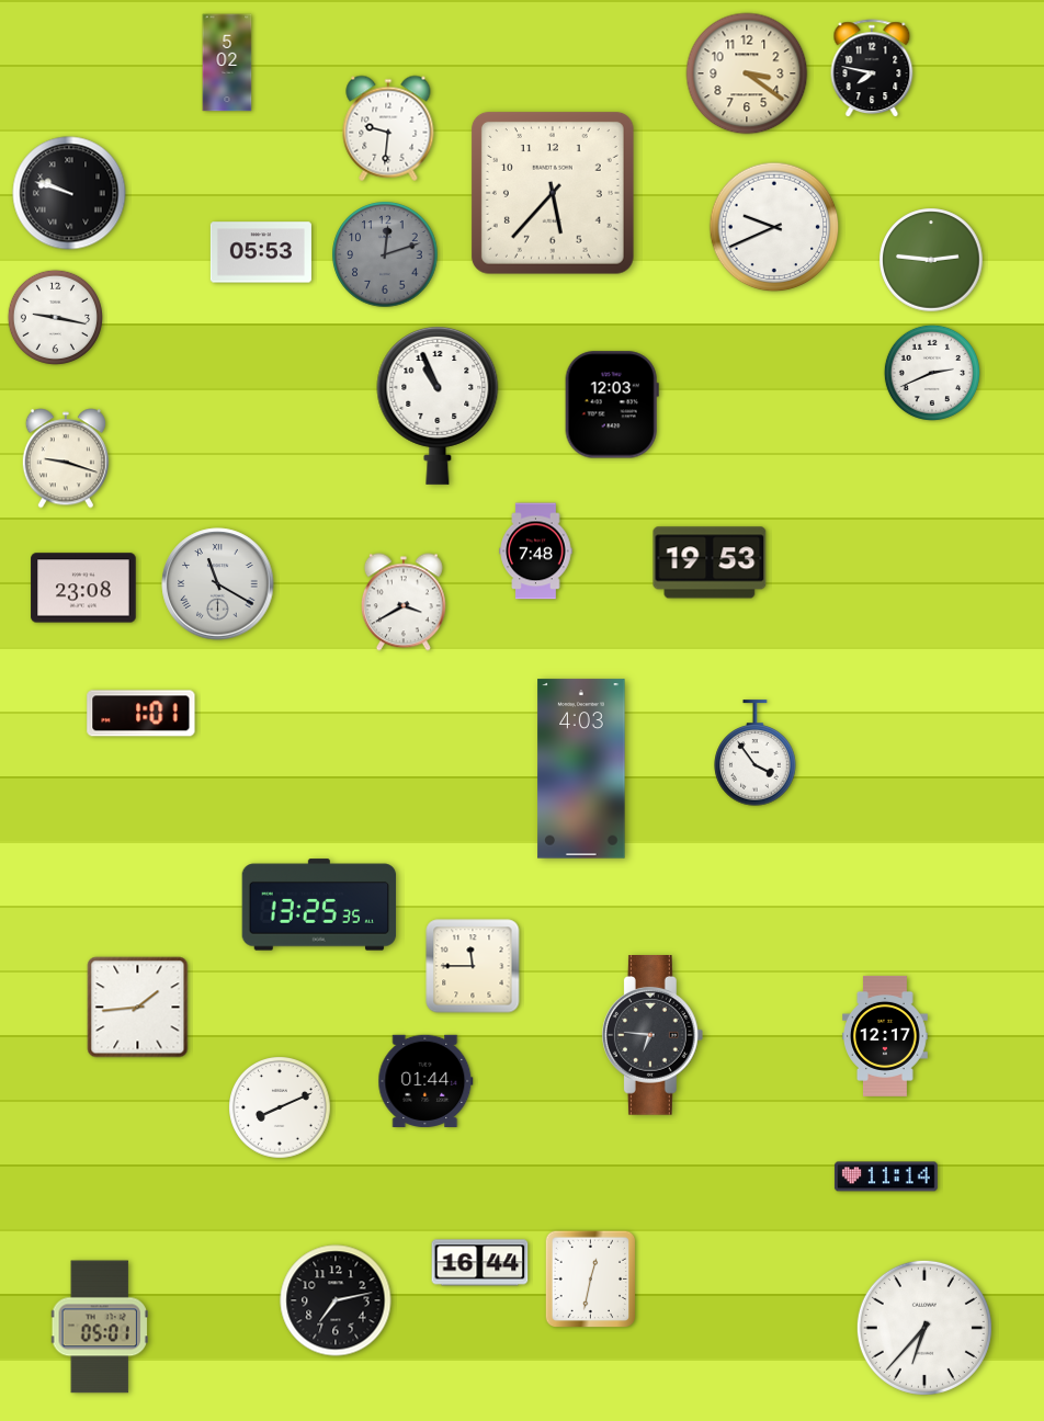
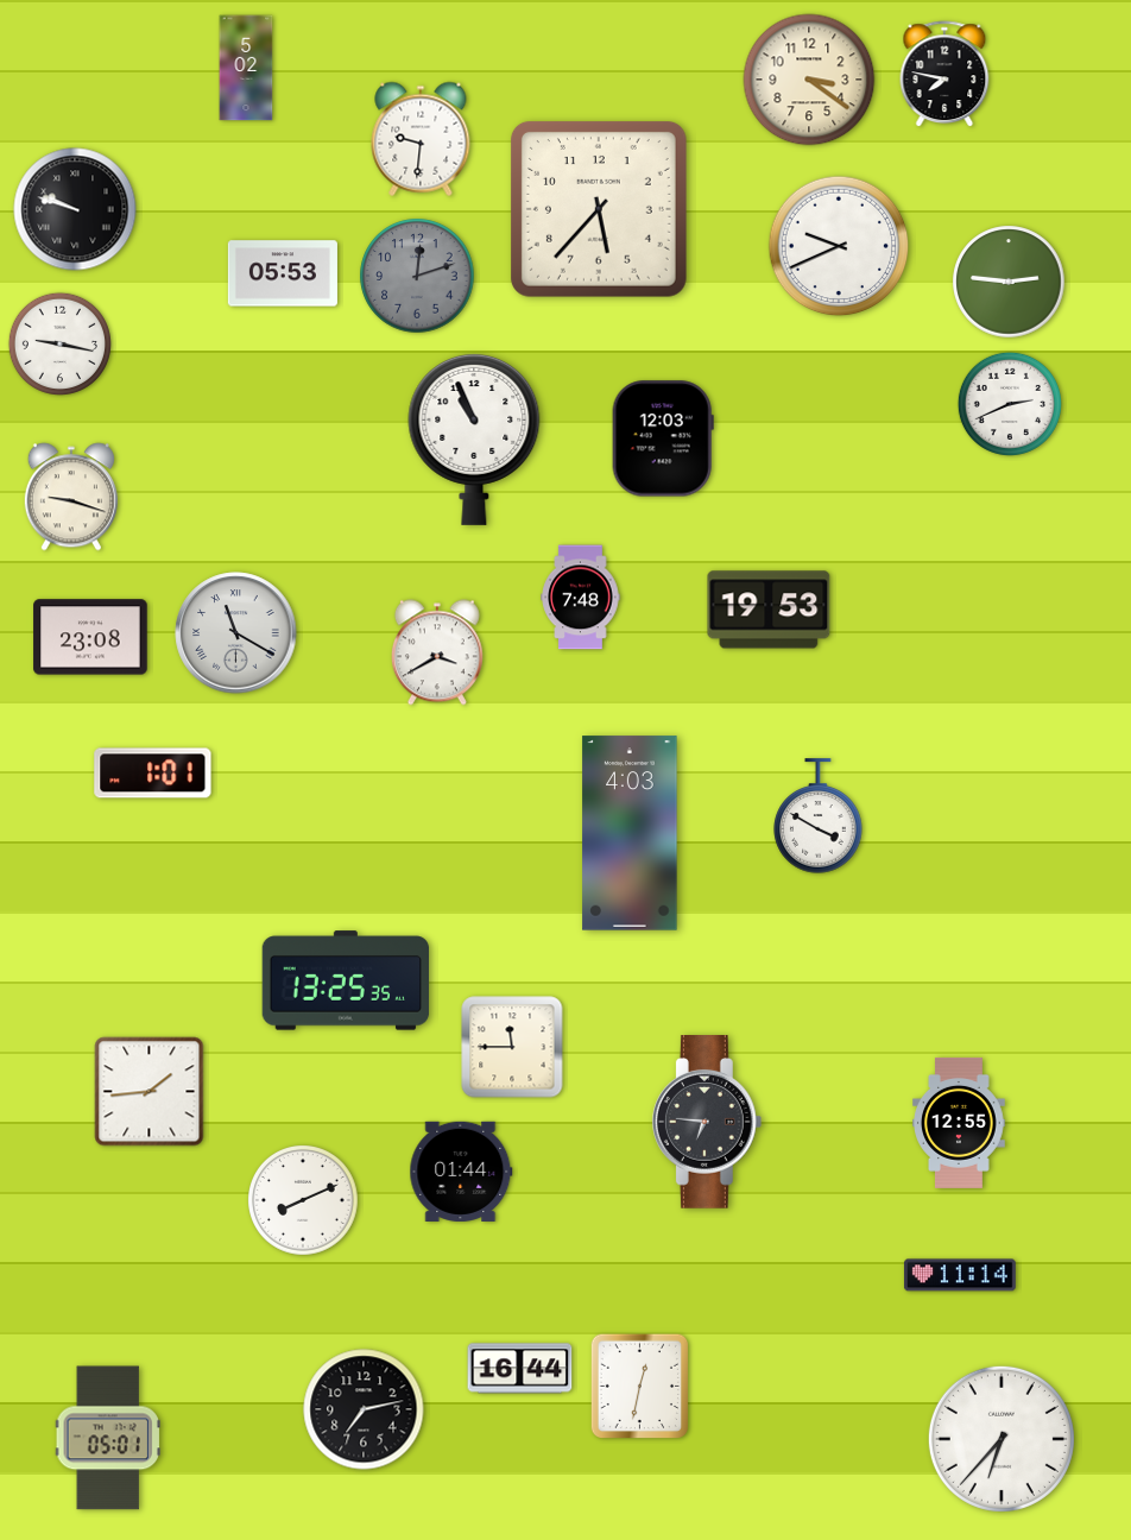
clock at (756, 753): 3:54 -> 3:50
clock at (885, 1036): 12:17 -> 12:55
